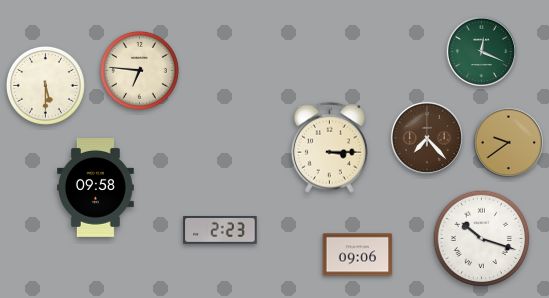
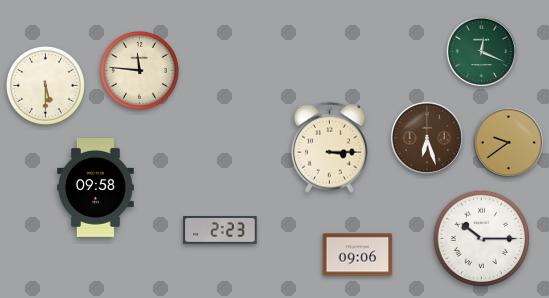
clock at (139, 70): 6:46 -> 11:46
clock at (427, 138): 7:23 -> 6:27
clock at (482, 239): 10:18 -> 10:15
